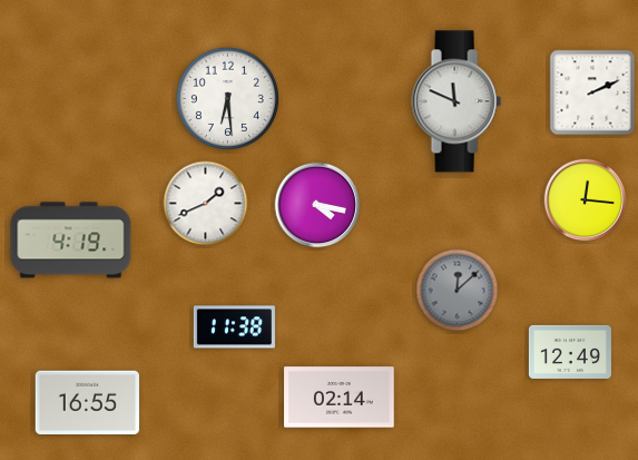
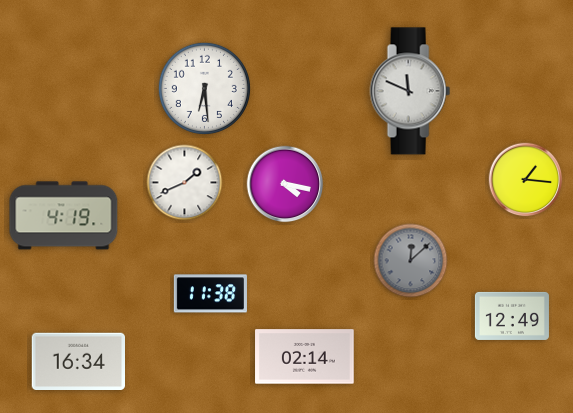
clock at (592, 92): 2:11 -> none
clock at (586, 200): 12:16 -> 1:16
clock at (87, 403): 16:55 -> 16:34
